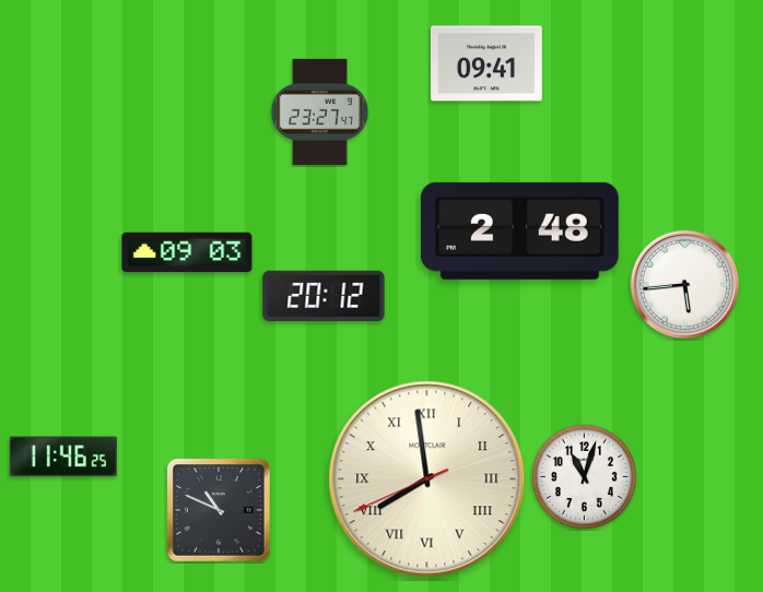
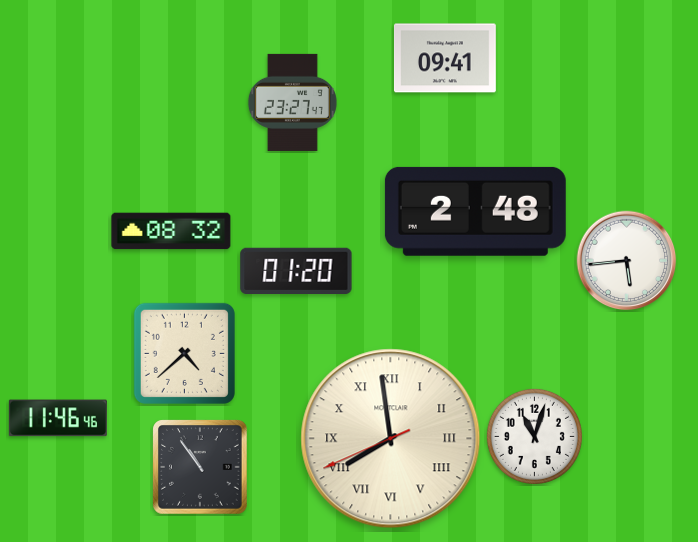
clock at (187, 252): 09:03 -> 08:32
clock at (324, 295): 20:12 -> 01:20
clock at (184, 353): none -> 4:38
clock at (63, 457): 11:46:25 -> 11:46:46
clock at (219, 510): 10:49 -> 10:54
